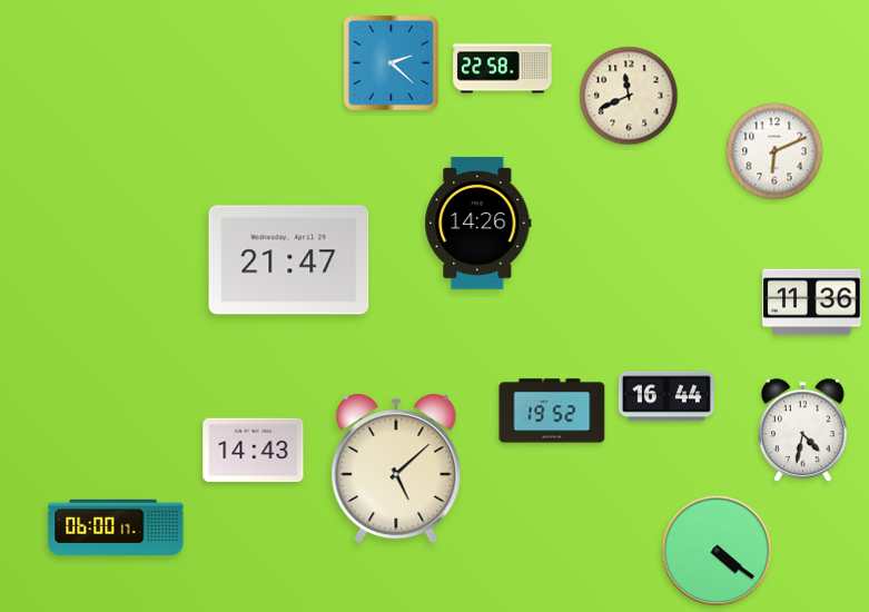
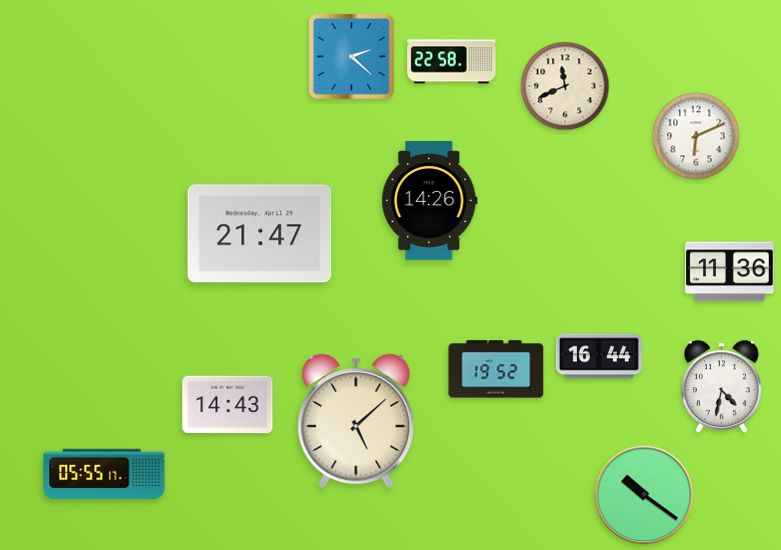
clock at (116, 527): 06:00 -> 05:55
clock at (717, 551): 4:21 -> 10:21
